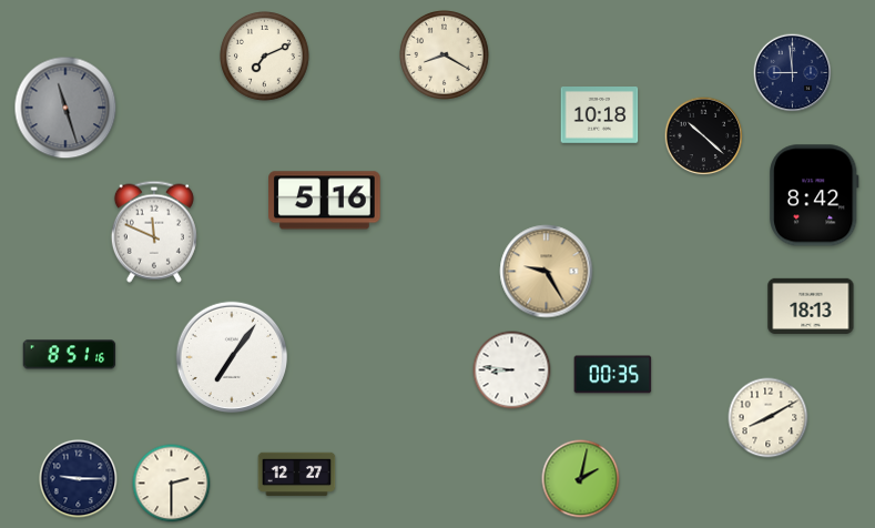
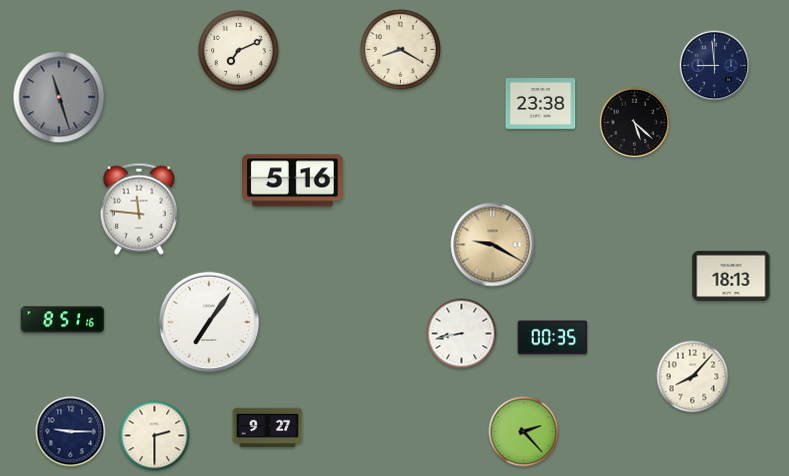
clock at (600, 115): 10:18 -> 23:38
clock at (704, 136): 10:22 -> 5:22
clock at (815, 195): 8:42 -> none
clock at (154, 232): 11:49 -> 11:46
clock at (547, 272): 9:25 -> 9:20
clock at (512, 370): 8:46 -> 8:43
clock at (769, 418): 8:10 -> 8:07
clock at (297, 475): 12:27 -> 9:27
clock at (581, 479): 2:02 -> 2:23
